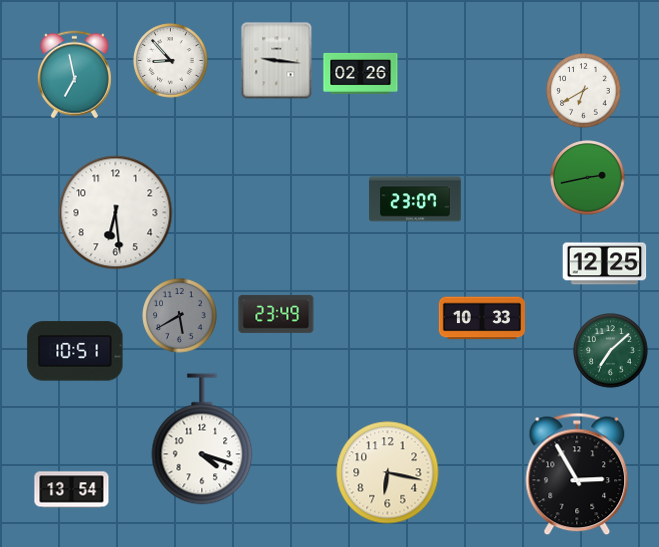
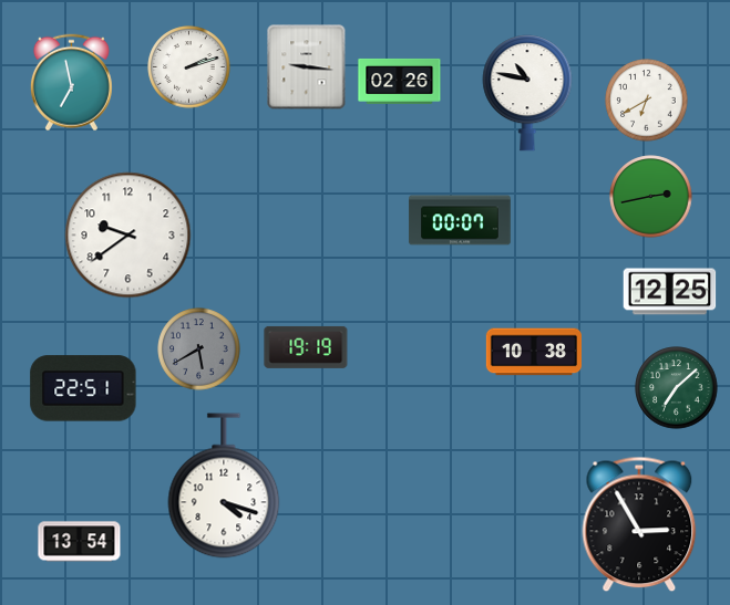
clock at (171, 61): 8:53 -> 2:12
clock at (74, 75) position: (74, 75) -> (71, 83)
clock at (527, 93): none -> 10:47
clock at (415, 199): 23:07 -> 00:07
clock at (116, 213): 6:29 -> 9:39
clock at (276, 314): 23:49 -> 19:19
clock at (481, 318): 10:33 -> 10:38
clock at (75, 351): 10:51 -> 22:51
clock at (388, 473): 6:17 -> none
